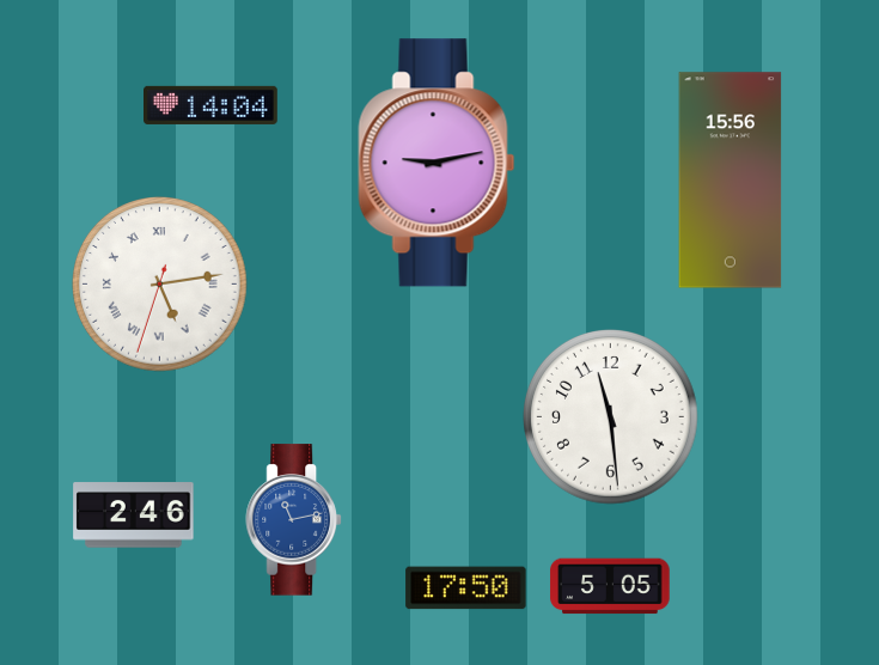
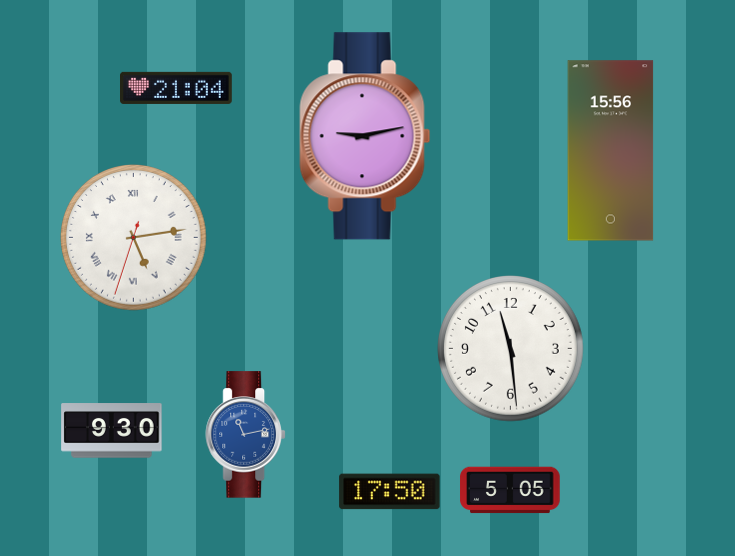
clock at (212, 105): 14:04 -> 21:04
clock at (134, 515): 2:46 -> 9:30
